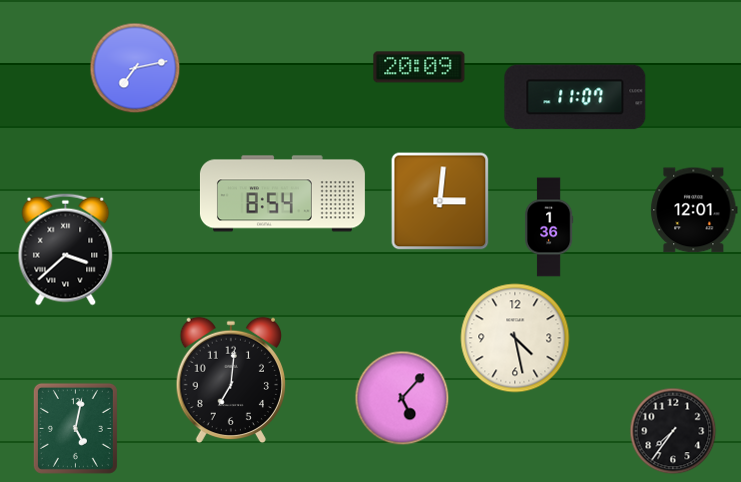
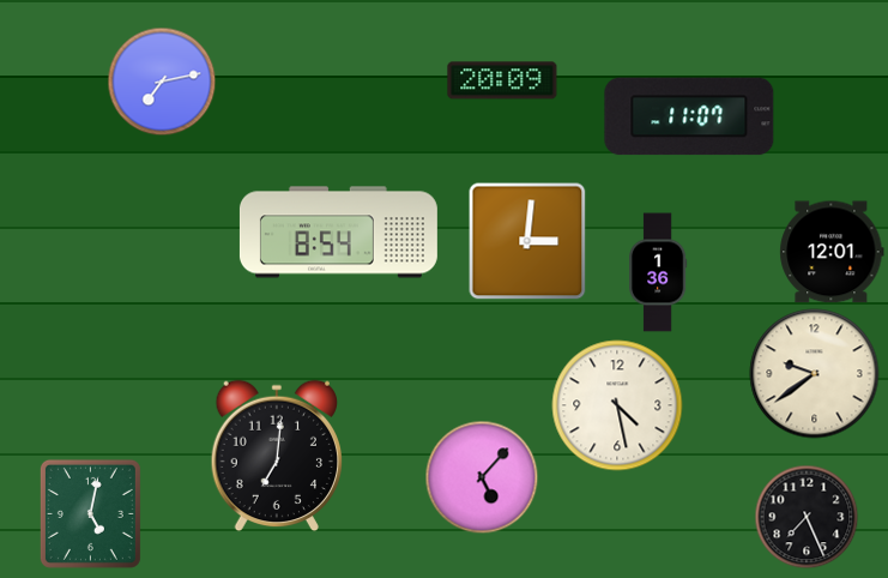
clock at (66, 250): 3:38 -> none
clock at (815, 374): none -> 9:39
clock at (673, 431): 7:36 -> 7:26
